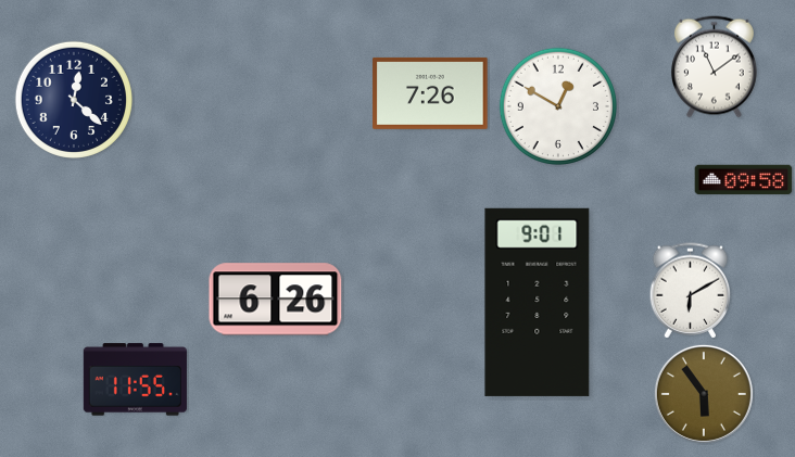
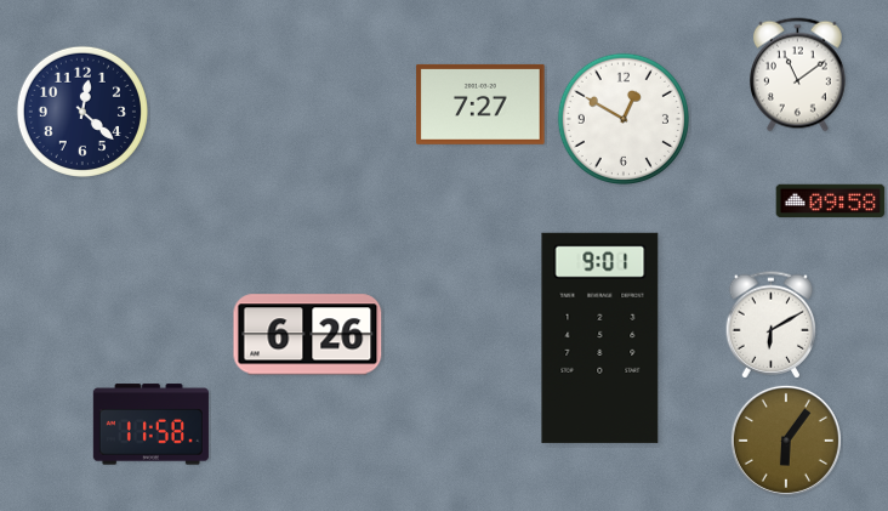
clock at (430, 93): 7:26 -> 7:27
clock at (135, 380): 11:55 -> 11:58
clock at (704, 394): 5:54 -> 6:06
